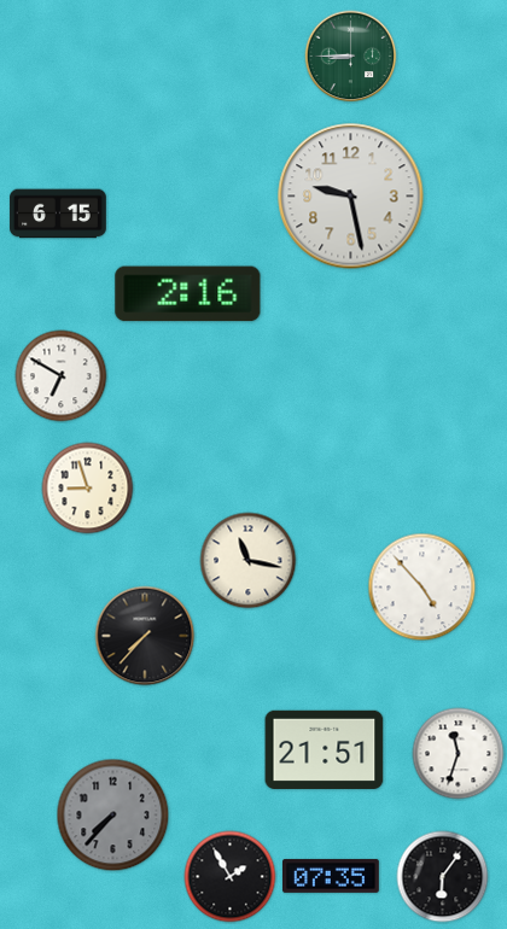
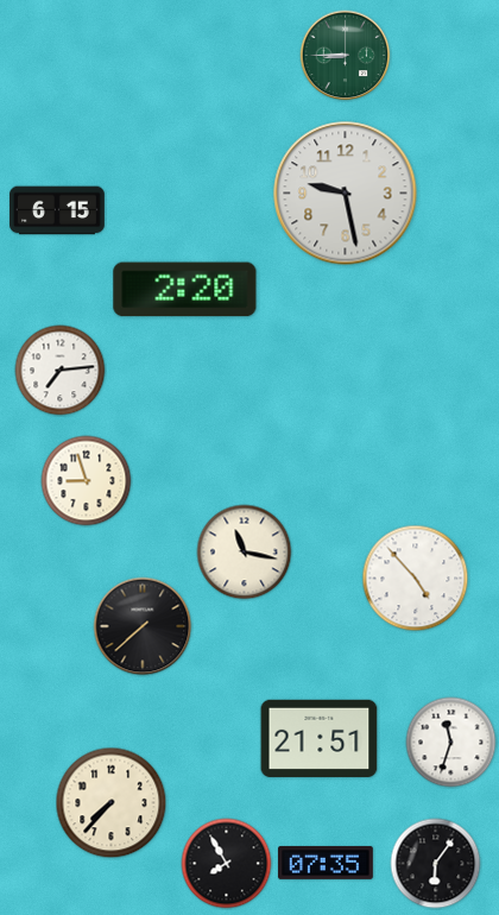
clock at (188, 294): 2:16 -> 2:20
clock at (62, 376): 6:50 -> 7:14
clock at (145, 636): 7:37 -> 7:38
clock at (113, 816) dial: grey -> cream
clock at (231, 877): 1:55 -> 7:55
